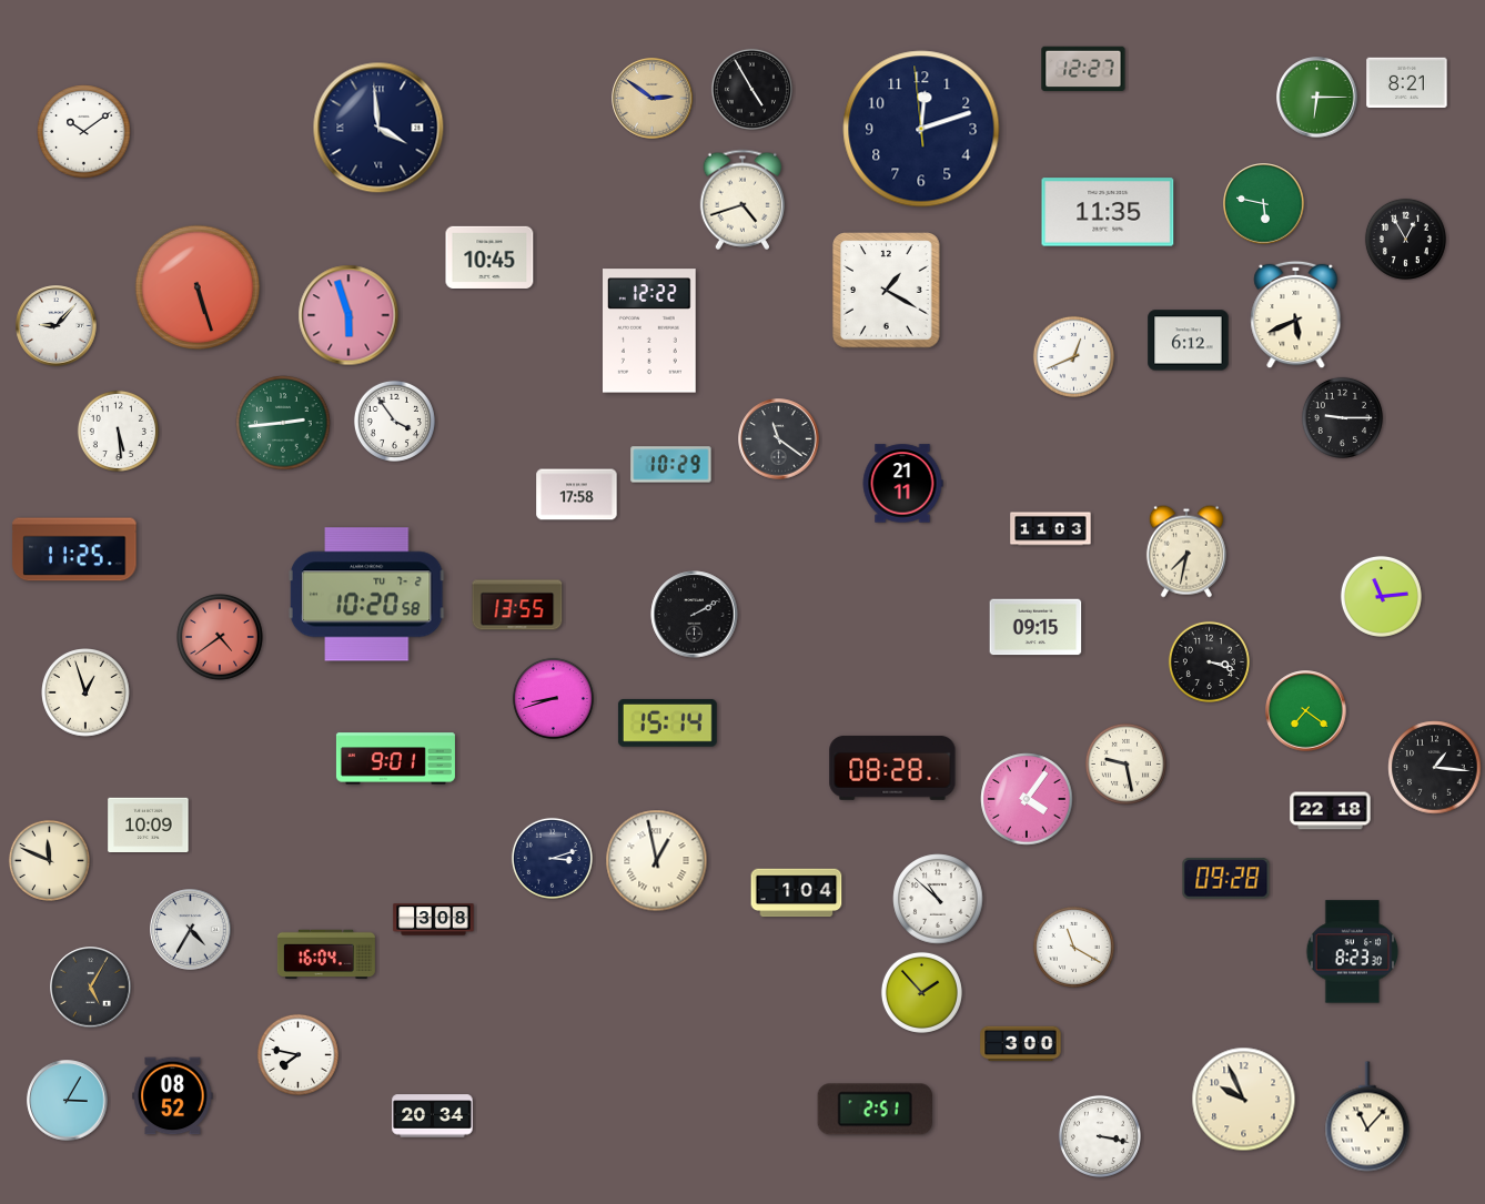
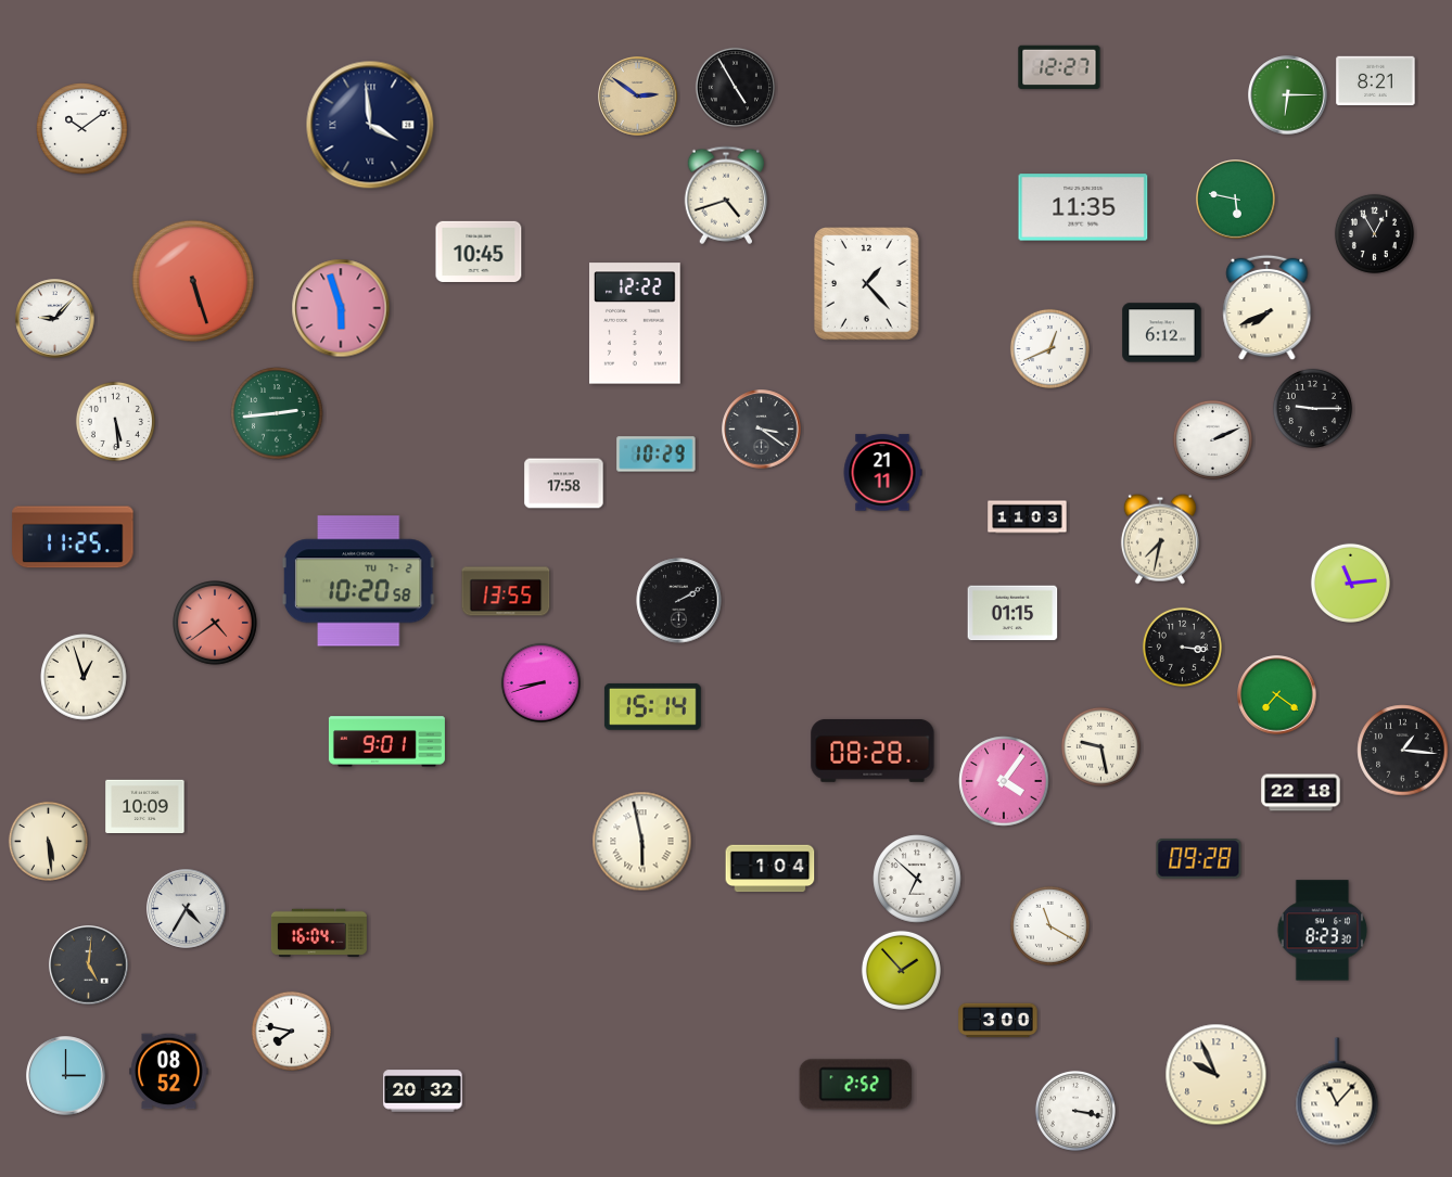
clock at (921, 129): 12:11 -> none
clock at (887, 291): 1:20 -> 1:23
clock at (1296, 315): 5:41 -> 7:41
clock at (394, 421): 3:54 -> none
clock at (779, 439): 11:21 -> 3:21
clock at (1212, 439): none -> 2:11
clock at (1036, 627): 09:15 -> 01:15
clock at (1209, 661): 3:18 -> 3:16
clock at (552, 858): 3:12 -> none
clock at (49, 860): 11:49 -> 5:29
clock at (657, 861): 12:58 -> 5:58
clock at (797, 893) position: (797, 893) -> (770, 869)
clock at (938, 899): 10:52 -> 6:52
clock at (434, 920): 3:08 -> none
clock at (91, 988): 5:05 -> 5:01
clock at (68, 1101): 3:05 -> 3:00
clock at (875, 1110): 2:51 -> 2:52
clock at (433, 1116): 20:34 -> 20:32
